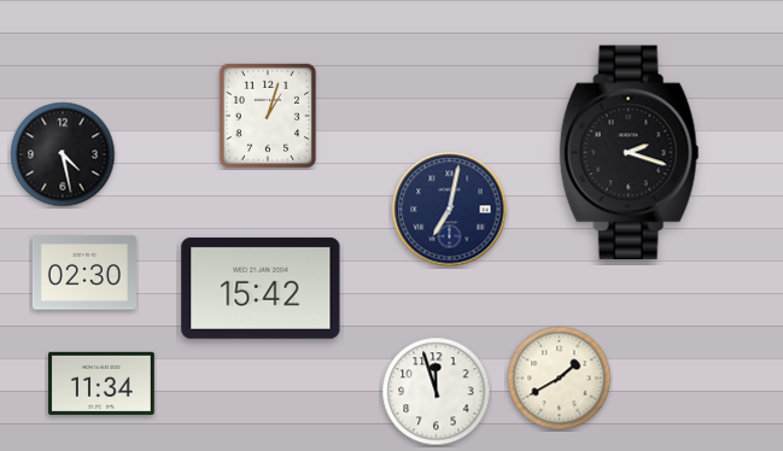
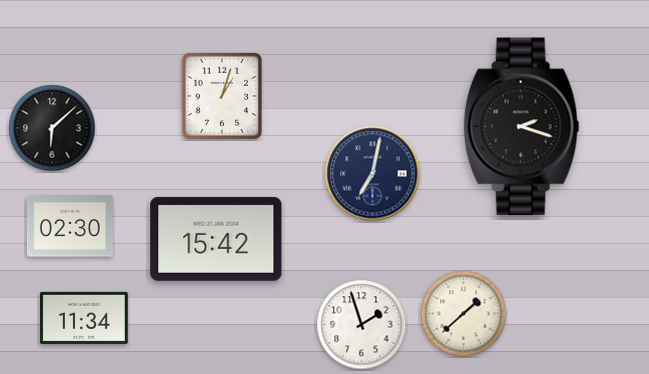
clock at (63, 154): 4:28 -> 6:08
clock at (560, 379): 1:40 -> 1:38
clock at (437, 392): 11:57 -> 1:57
